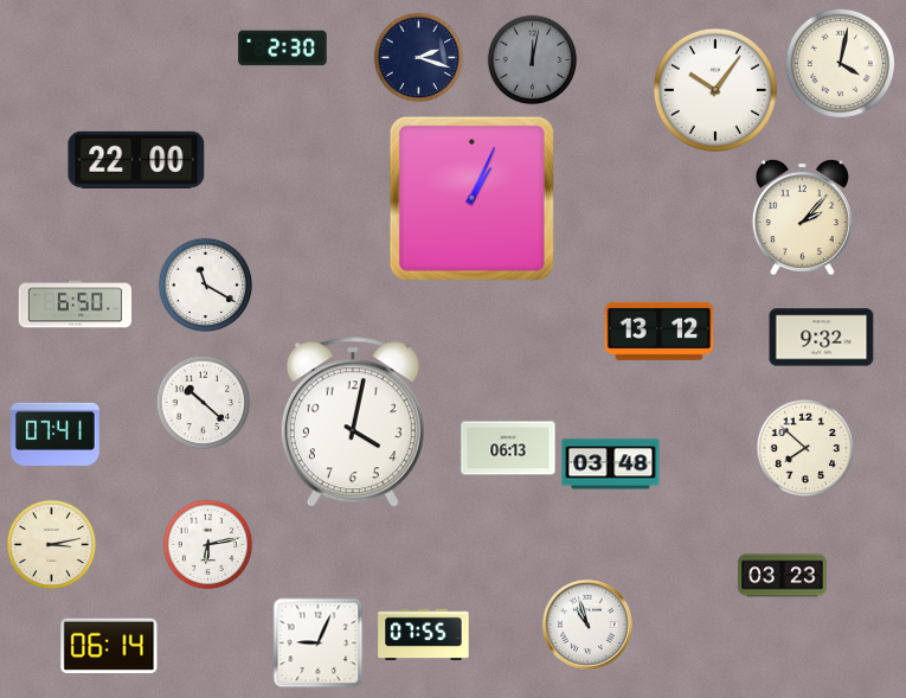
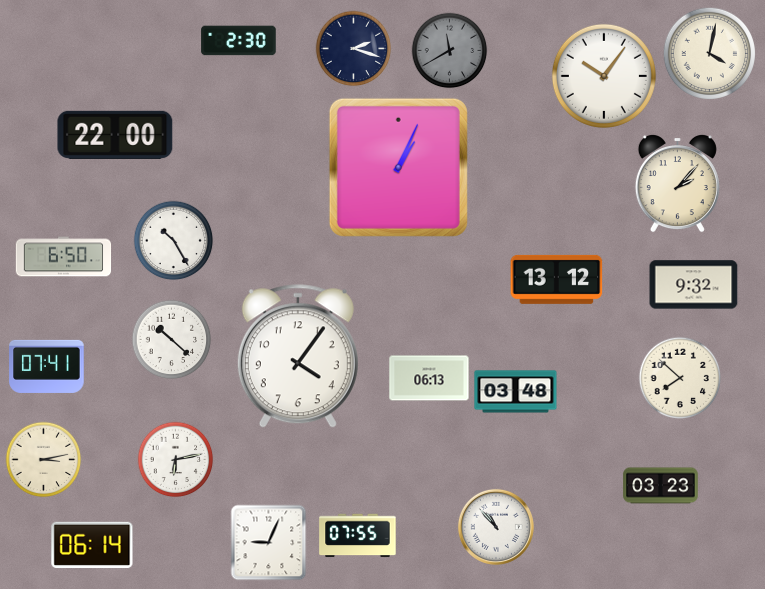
clock at (533, 60): 12:02 -> 11:40
clock at (206, 286): 11:20 -> 10:25
clock at (353, 423): 4:02 -> 4:06
clock at (587, 625): 10:57 -> 10:53
